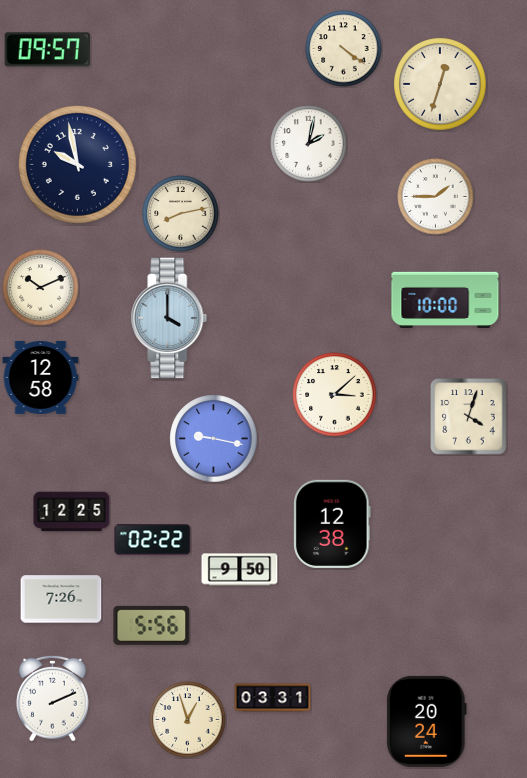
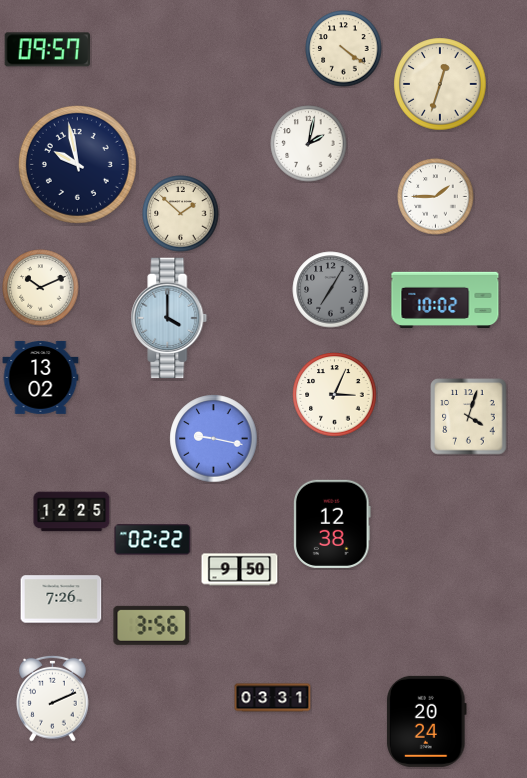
clock at (181, 214): 8:13 -> 1:52
clock at (331, 290): none -> 7:05
clock at (445, 299): 10:00 -> 10:02
clock at (41, 377): 12:58 -> 13:02
clock at (335, 395): 3:08 -> 3:04
clock at (152, 625): 5:56 -> 3:56
clock at (188, 720): 12:57 -> none
